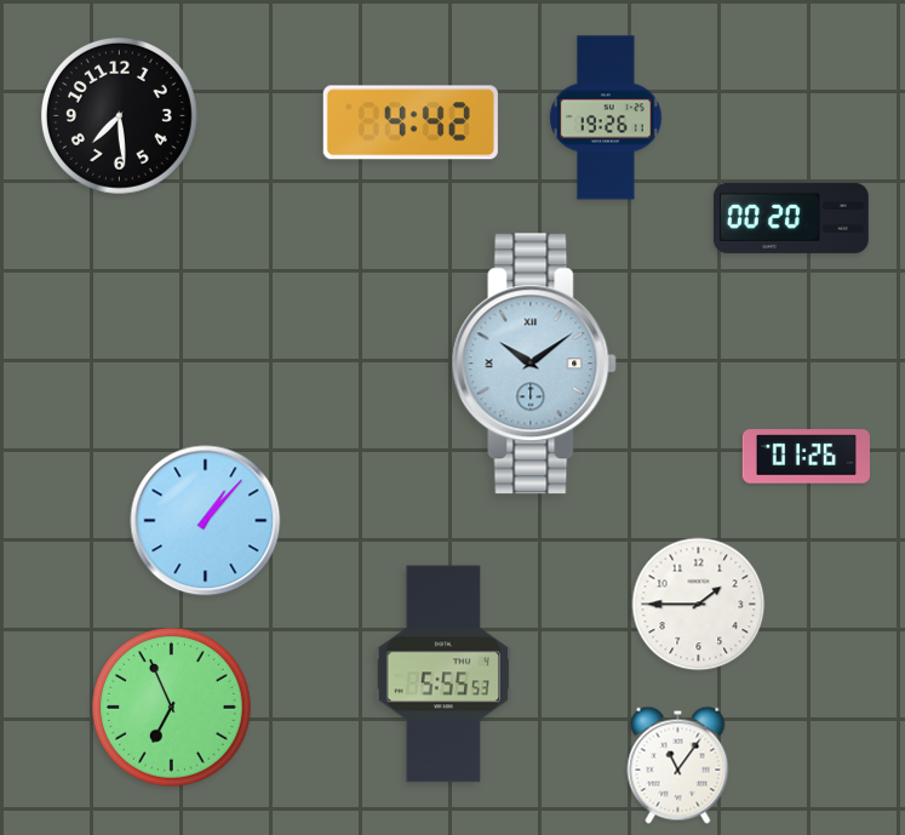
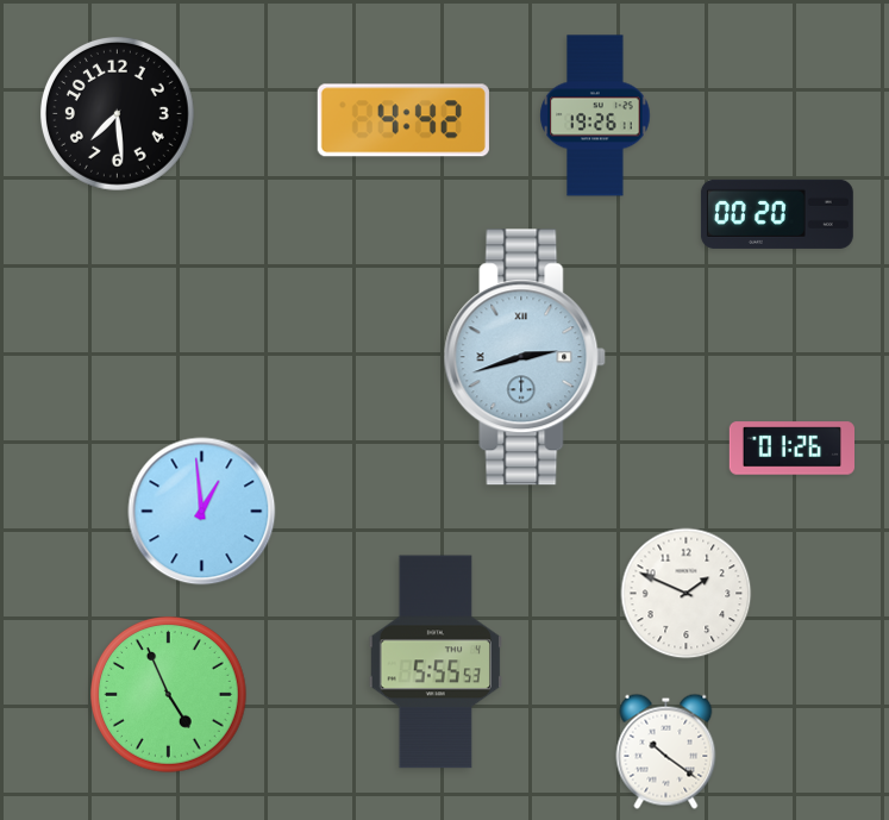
clock at (534, 364): 10:09 -> 2:42
clock at (206, 521): 1:07 -> 12:59
clock at (699, 605): 1:45 -> 1:49
clock at (172, 708): 6:56 -> 4:56
clock at (678, 765): 11:06 -> 10:21
